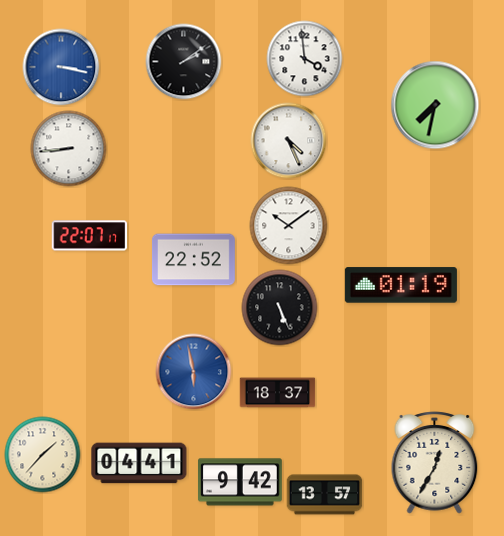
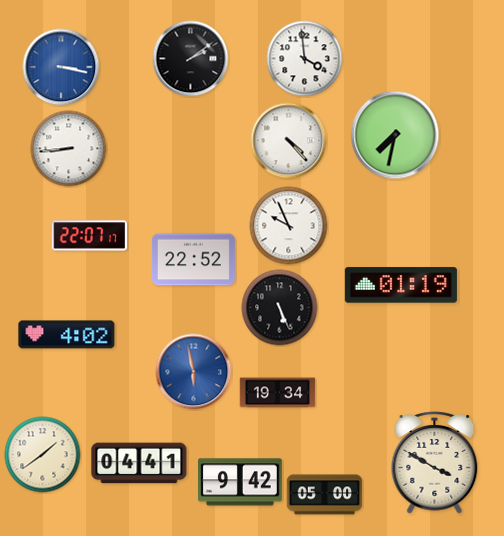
clock at (184, 62) position: (184, 62) -> (191, 59)
clock at (435, 105) position: (435, 105) -> (395, 135)
clock at (289, 141): 4:26 -> 4:23
clock at (289, 226): 10:09 -> 9:56
clock at (67, 335): none -> 4:02
clock at (278, 393): 18:37 -> 19:34
clock at (43, 455): 1:37 -> 1:39
clock at (435, 463): 12:35 -> 3:50
clock at (325, 495): 13:57 -> 05:00
